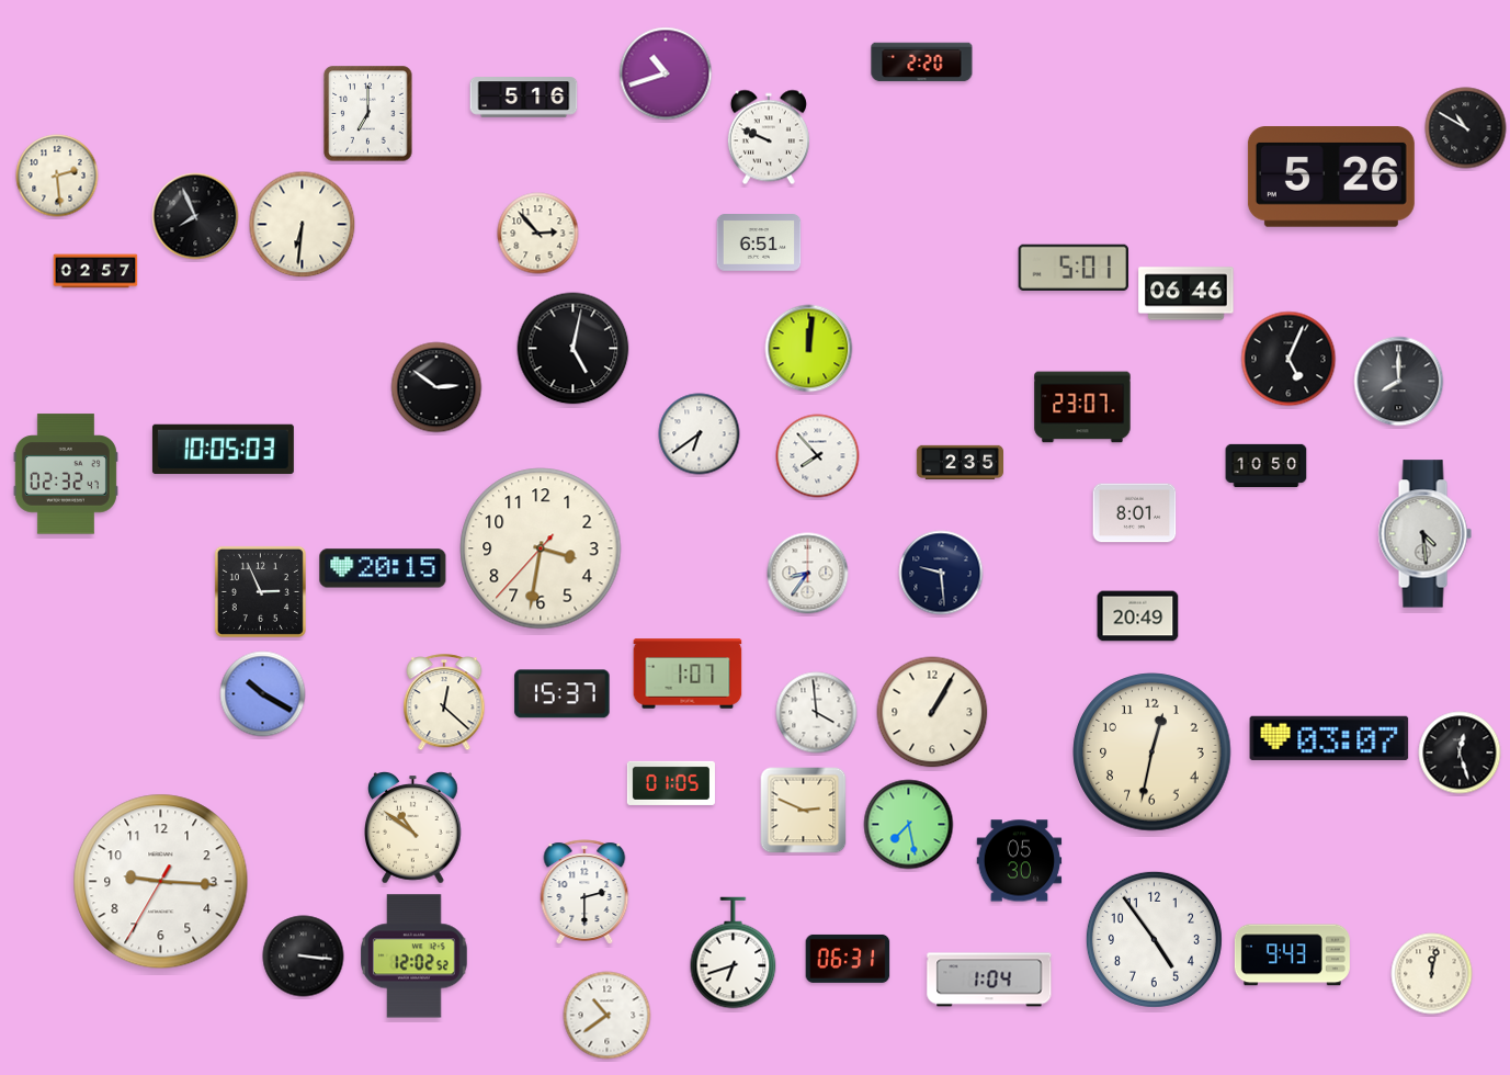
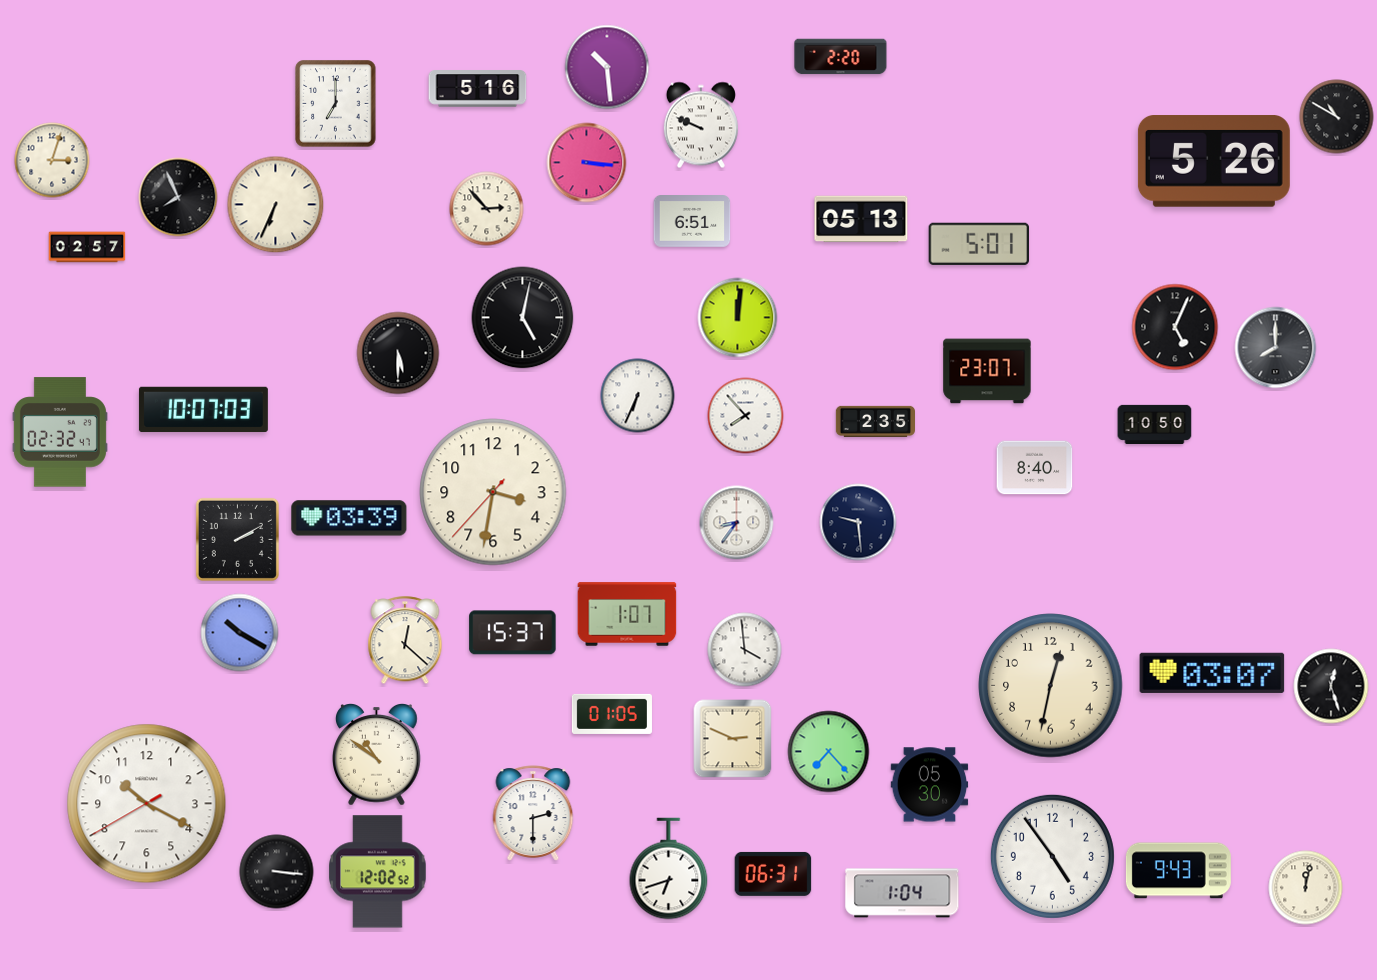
clock at (666, 73): 10:42 -> 10:29
clock at (57, 176): 2:29 -> 3:03
clock at (587, 163): none -> 3:16
clock at (303, 225): 6:31 -> 6:34
clock at (538, 234) position: (538, 234) -> (487, 209)
clock at (861, 219): none -> 05:13
clock at (1187, 294): 06:46 -> none
clock at (436, 387): 2:51 -> 5:30
clock at (700, 434): 6:39 -> 6:34
clock at (223, 450): 10:05 -> 10:07
clock at (1135, 513): 8:01 -> 8:40
clock at (1424, 534): 4:29 -> none
clock at (541, 548) position: (541, 548) -> (493, 492)
clock at (383, 568): 20:15 -> 03:39
clock at (260, 591): 2:56 -> 2:10
clock at (1138, 616): 20:49 -> none
clock at (932, 712): 1:05 -> none
clock at (909, 825): 7:28 -> 7:23
clock at (161, 882): 9:15 -> 10:19
clock at (608, 1016): 10:39 -> none
